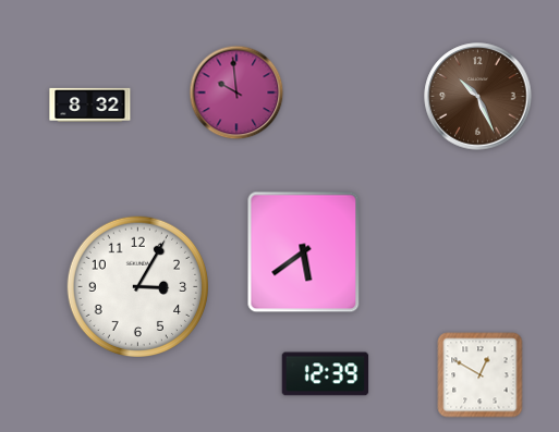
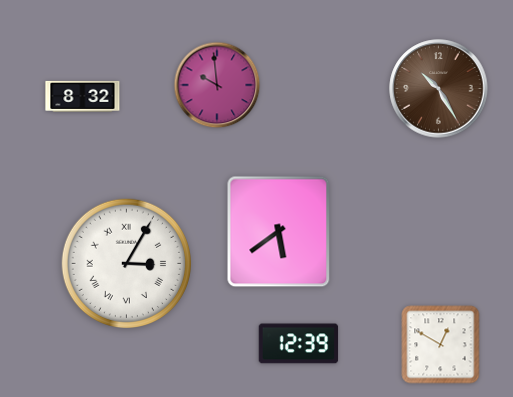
clock at (478, 97): 10:26 -> 10:25
clock at (137, 286) numerals: Arabic -> Roman
